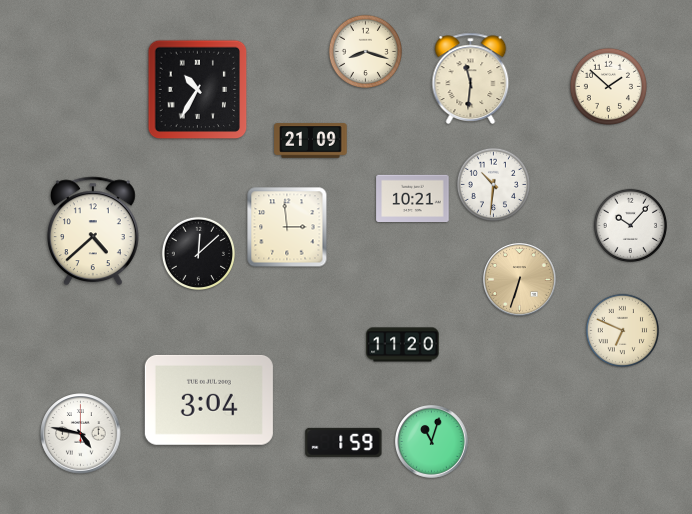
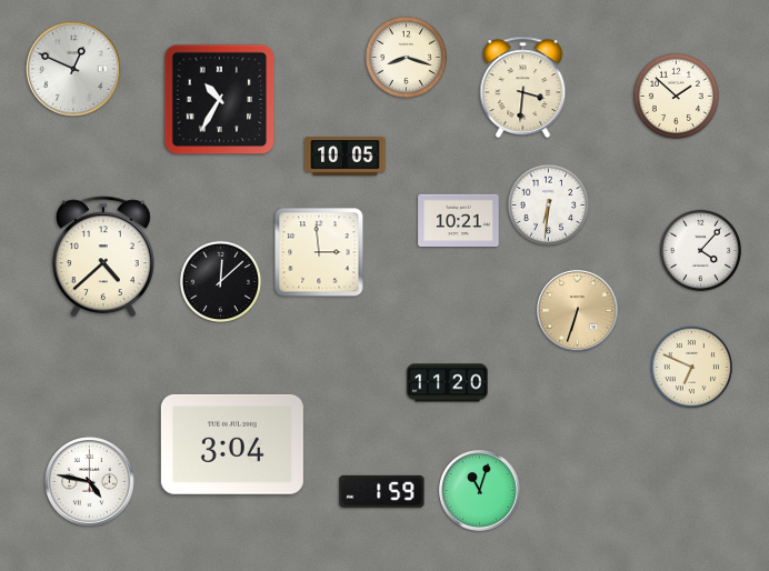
clock at (73, 69): none -> 12:49
clock at (471, 78): 11:31 -> 3:31
clock at (311, 141): 21:09 -> 10:05
clock at (493, 184): 10:31 -> 6:31
clock at (630, 225): 10:07 -> 4:07
